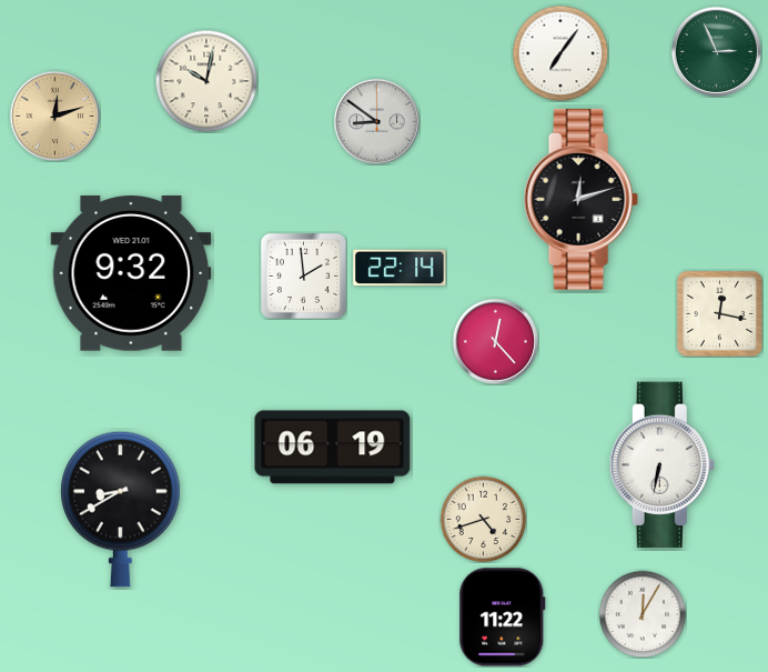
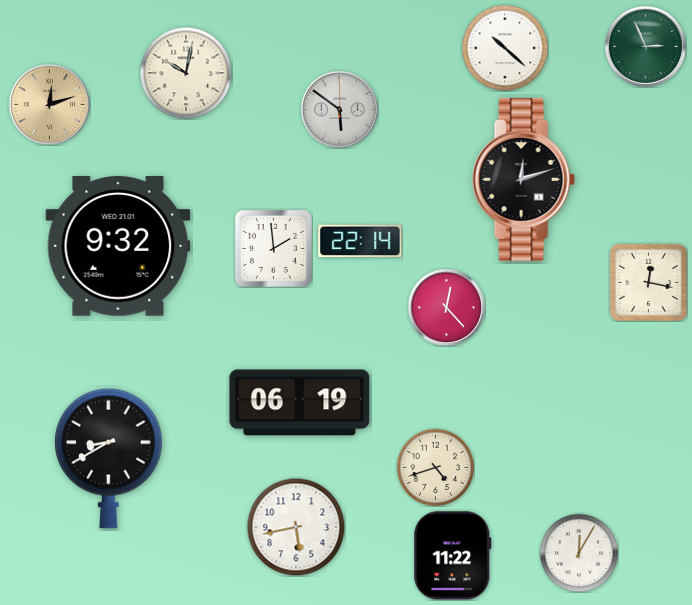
clock at (560, 53): 7:06 -> 10:22
clock at (376, 121): 8:51 -> 5:51
clock at (661, 465): 6:32 -> none
clock at (296, 527): none -> 5:43
